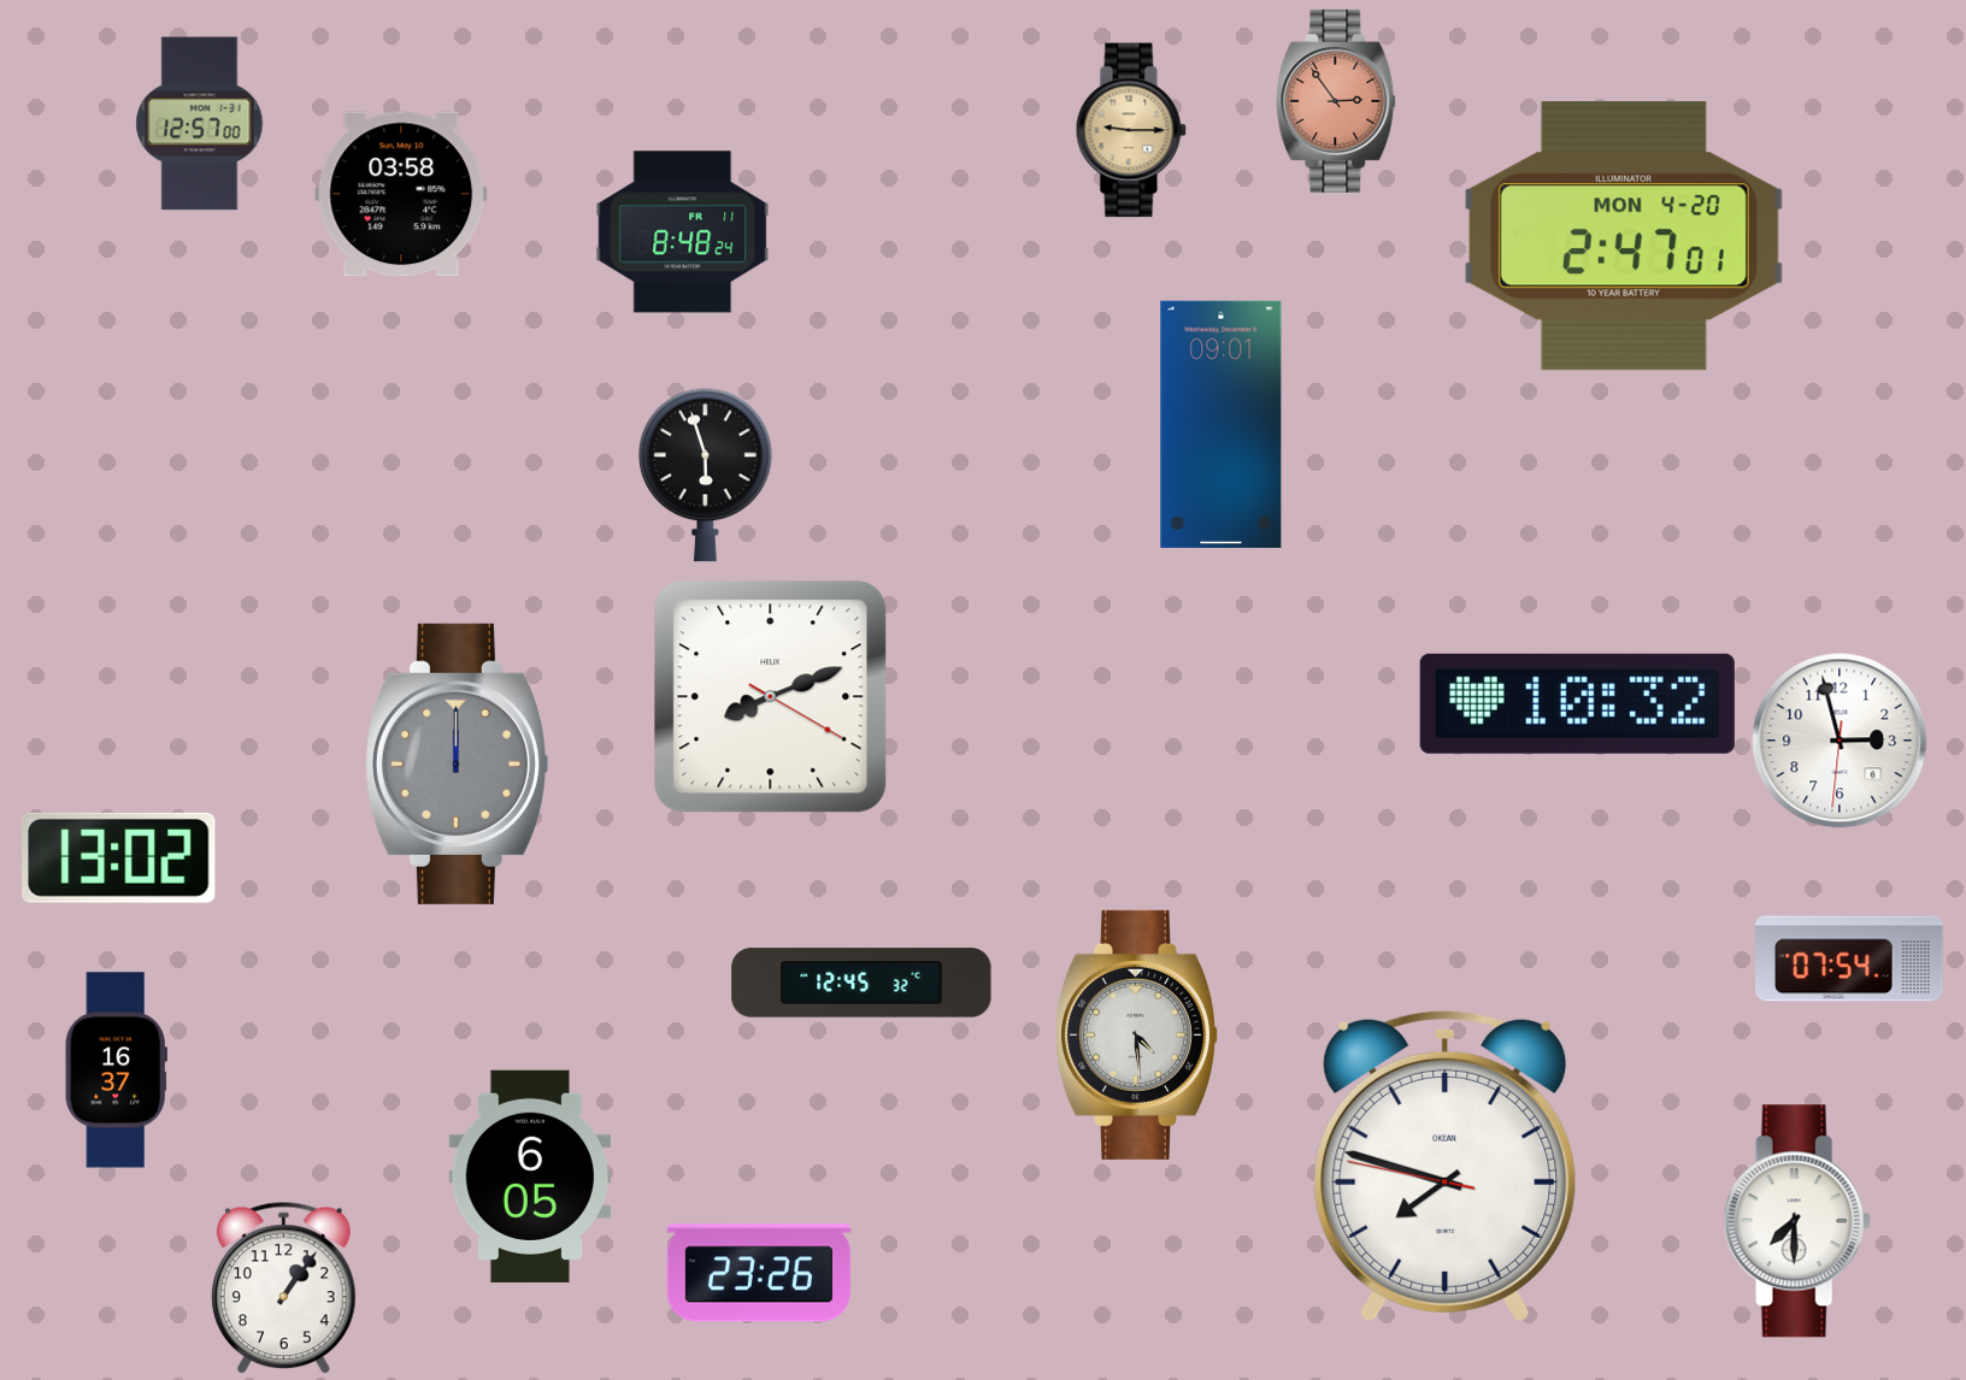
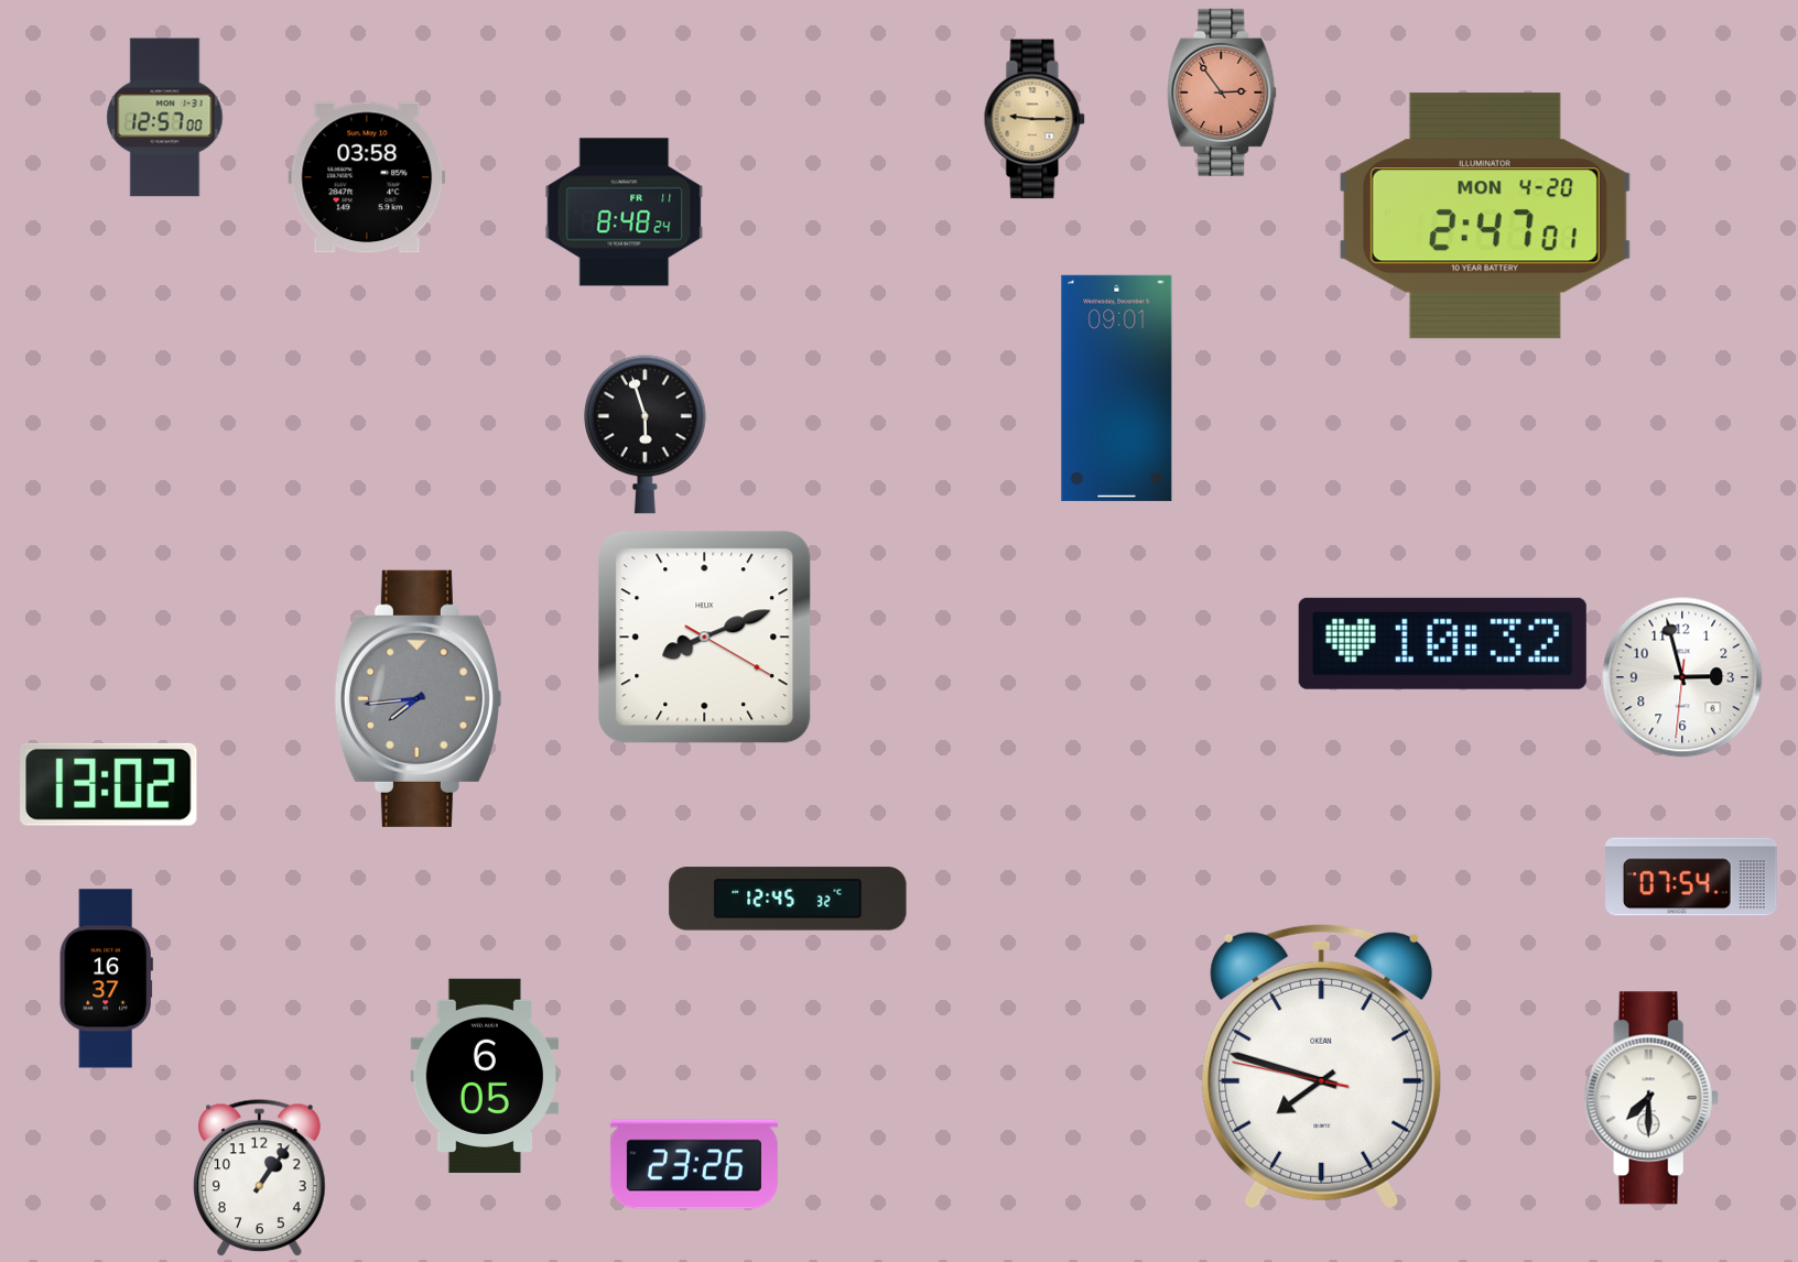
clock at (200, 124) position: (200, 124) -> (165, 118)
clock at (457, 763): 12:00 -> 7:44
clock at (1137, 1034): 4:29 -> none
clock at (1797, 1221) position: (1797, 1221) -> (1651, 1098)
